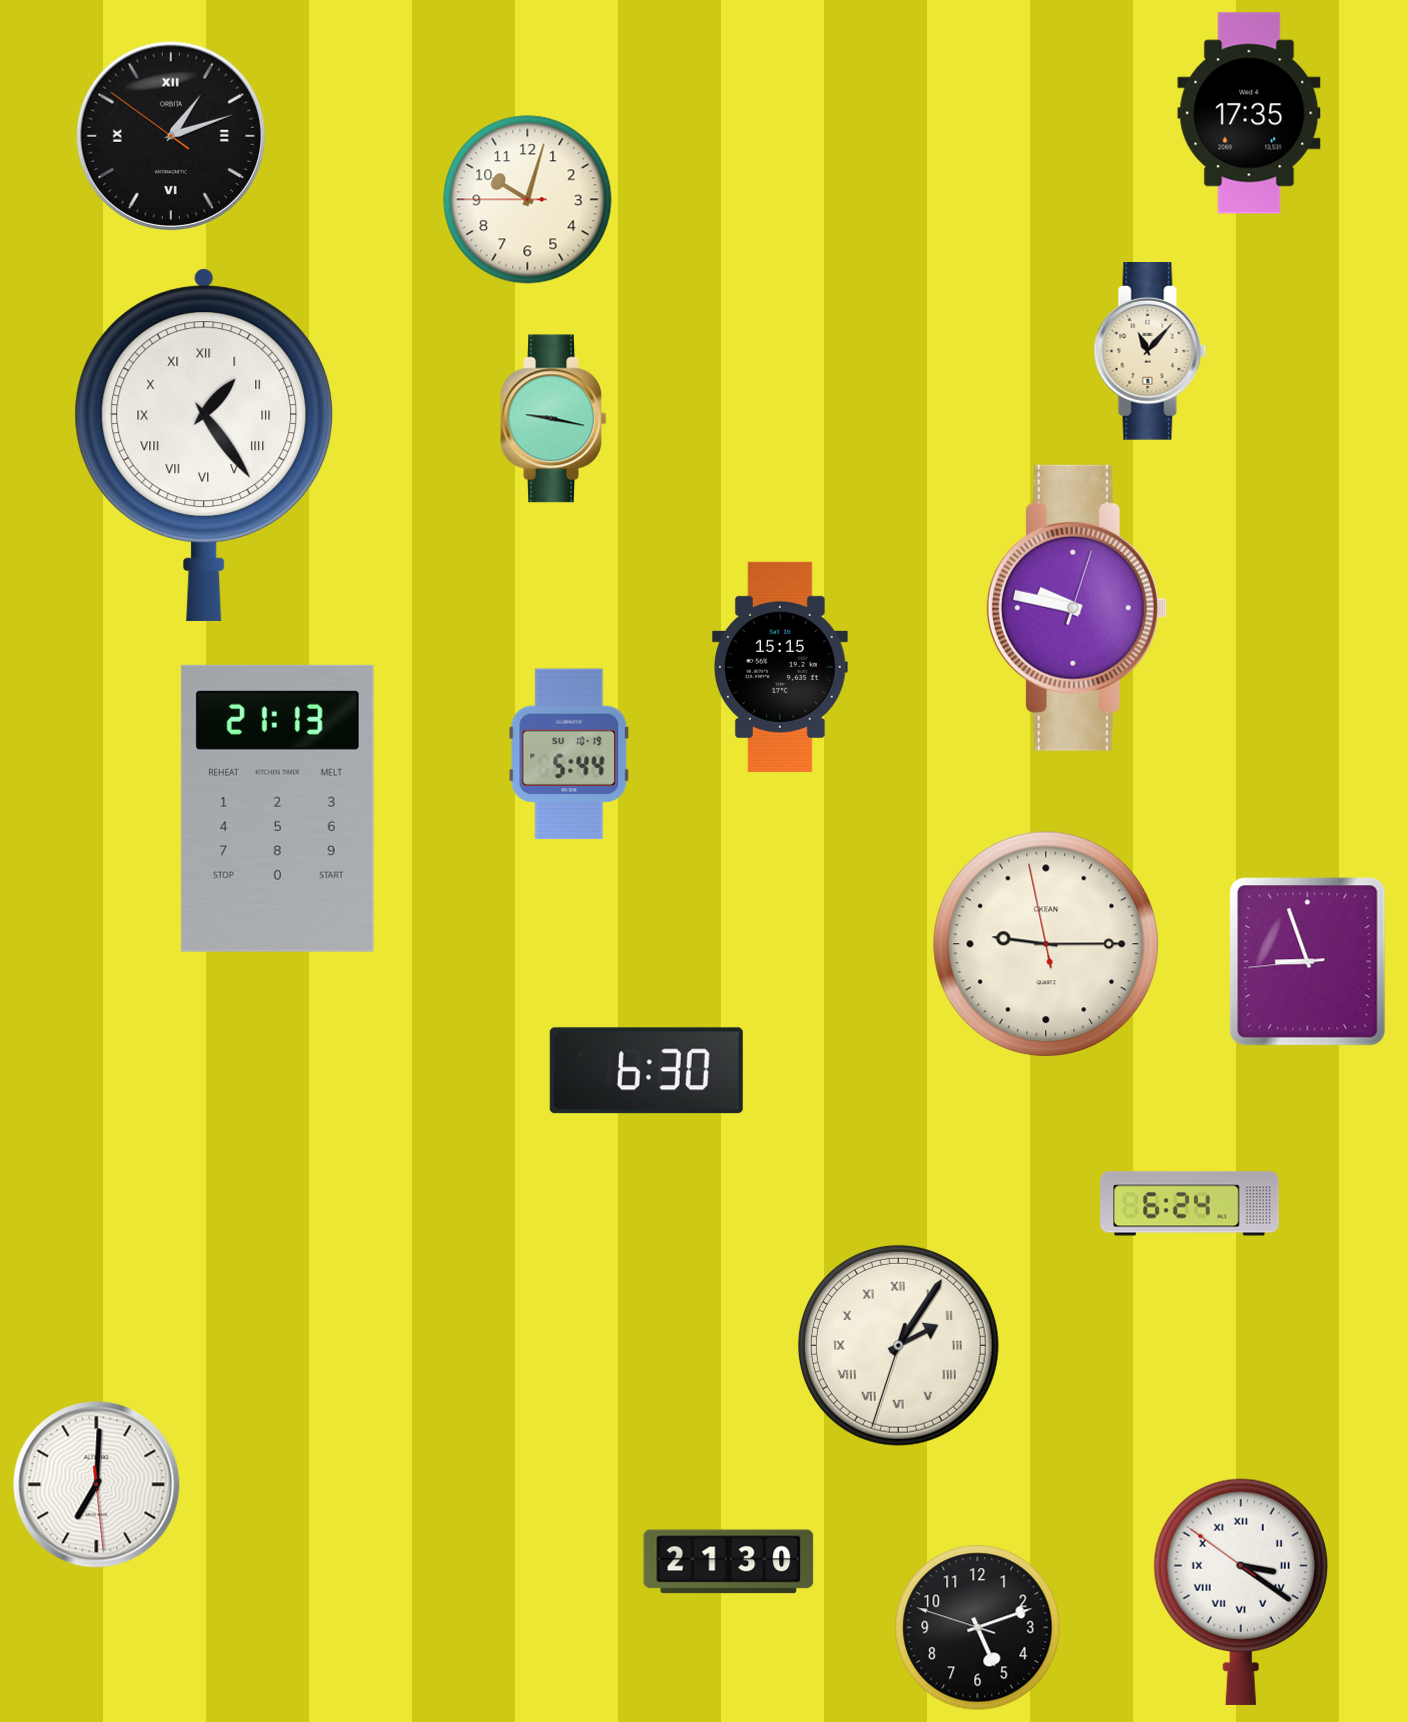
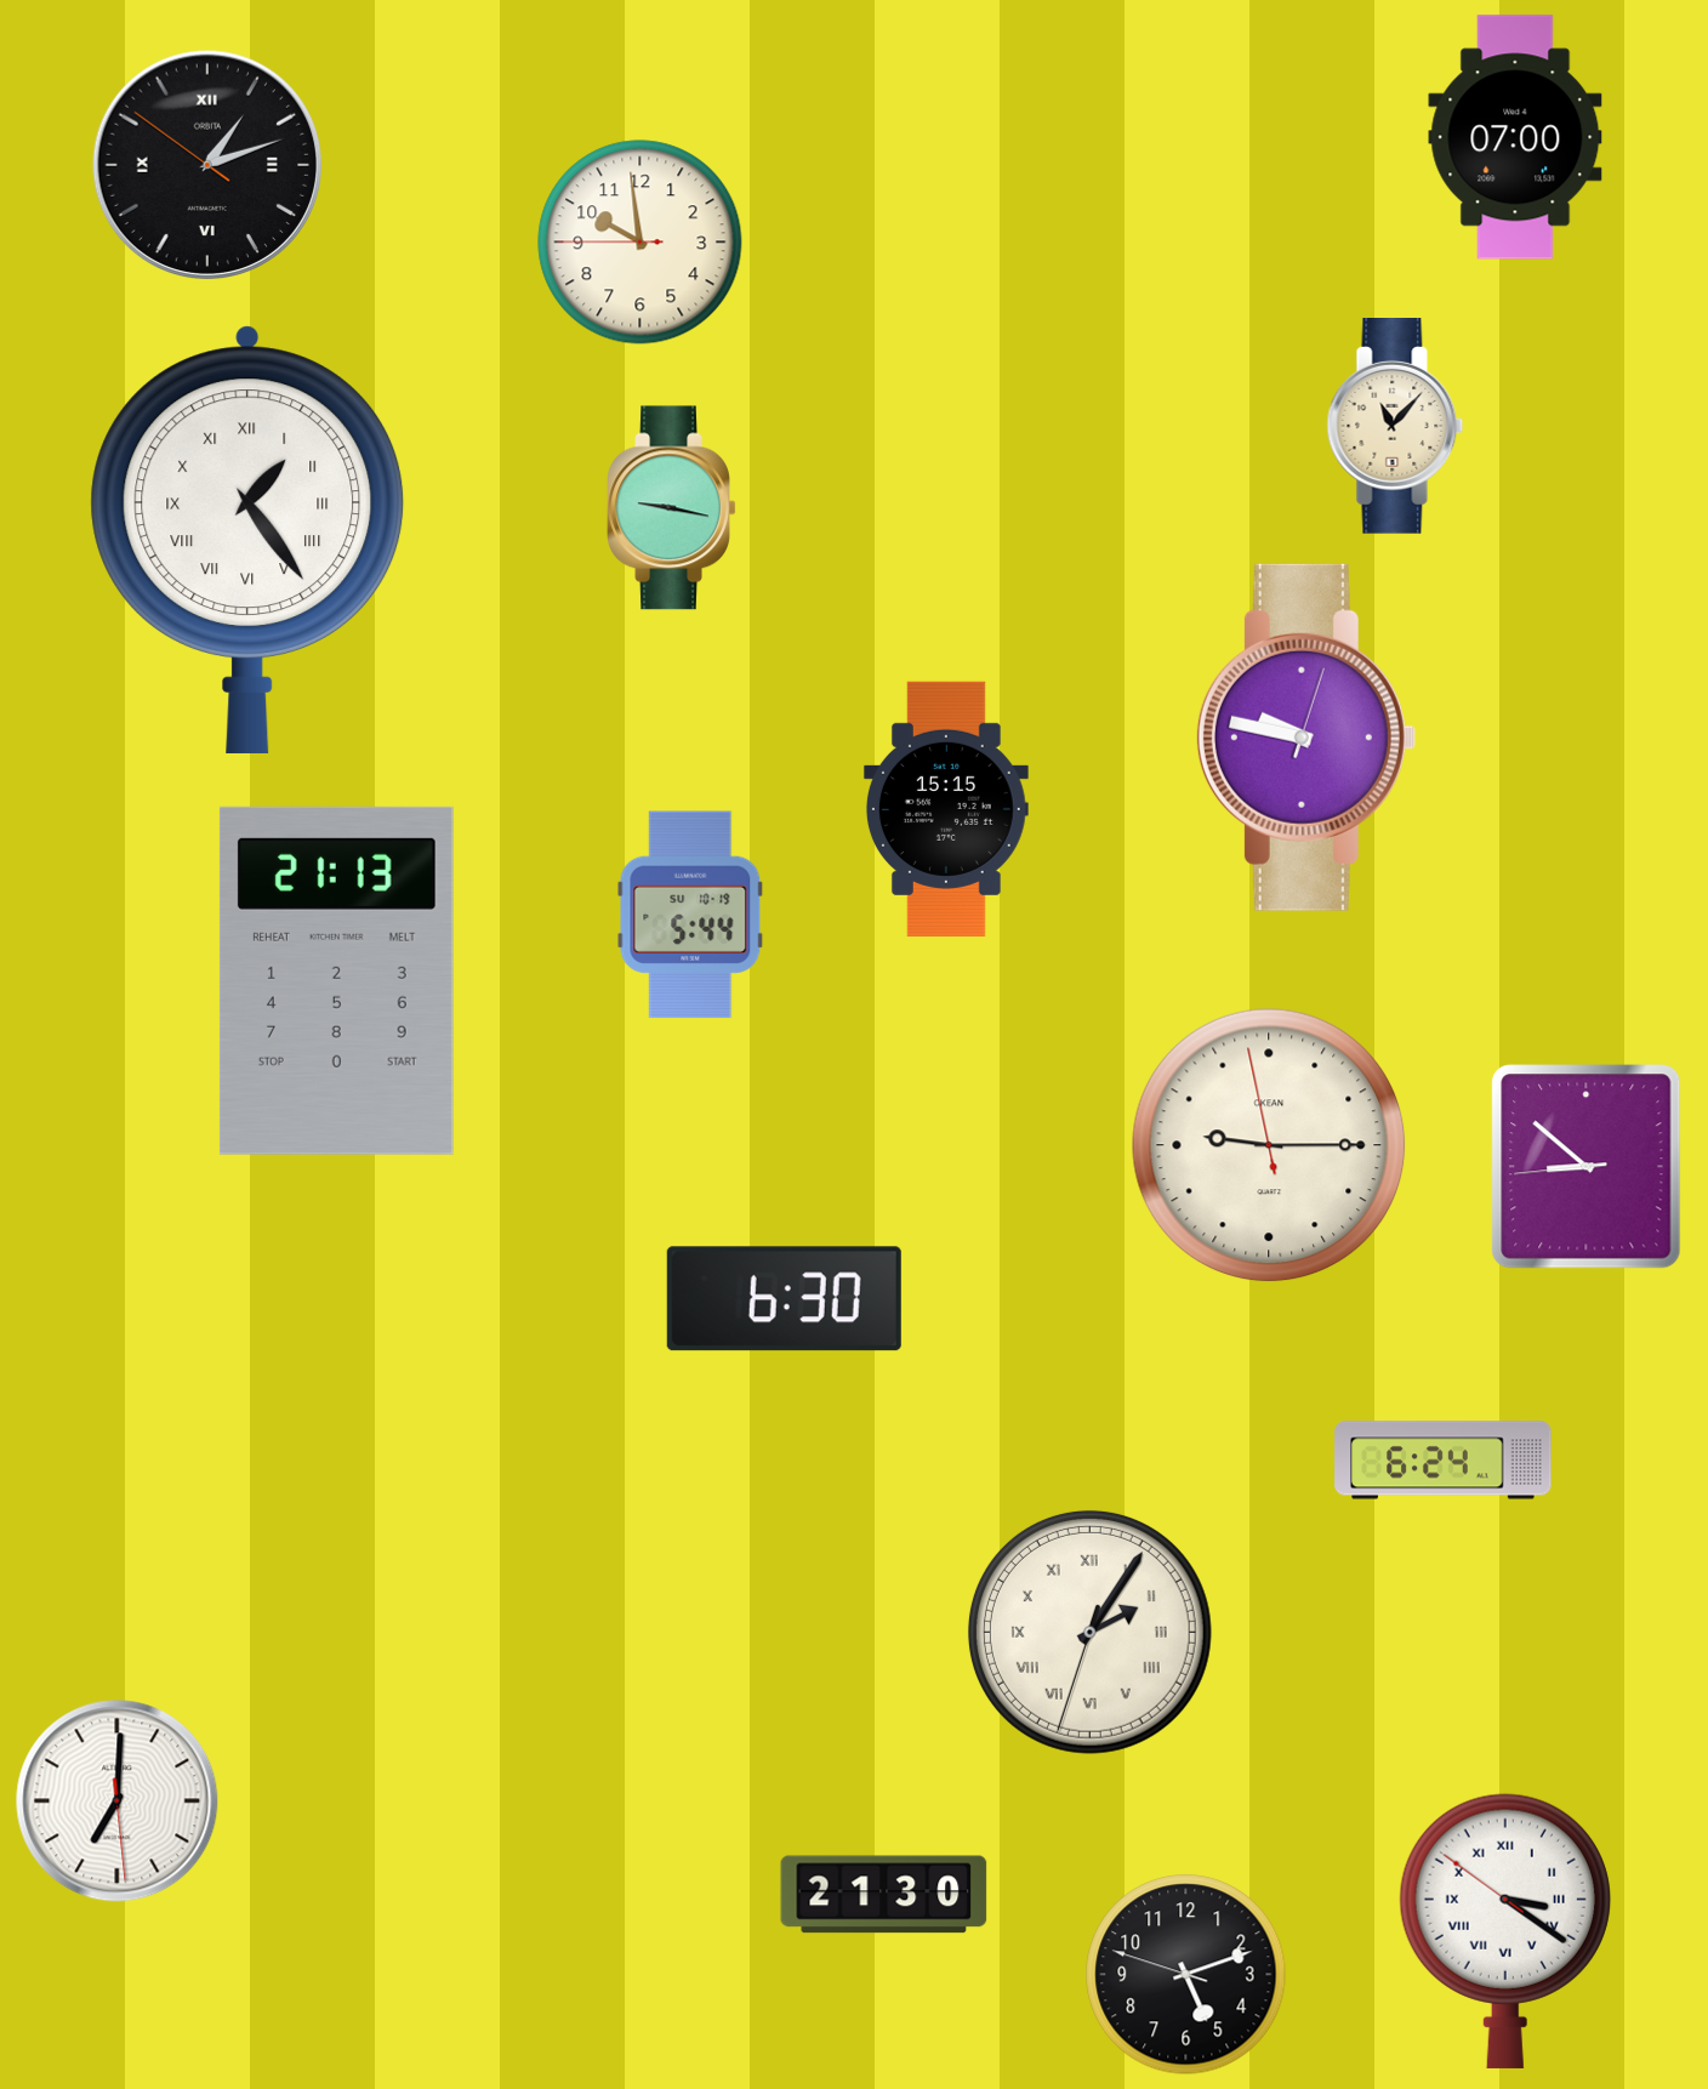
clock at (1249, 113): 17:35 -> 07:00
clock at (528, 200): 10:02 -> 9:58
clock at (1308, 962): 8:56 -> 8:51
